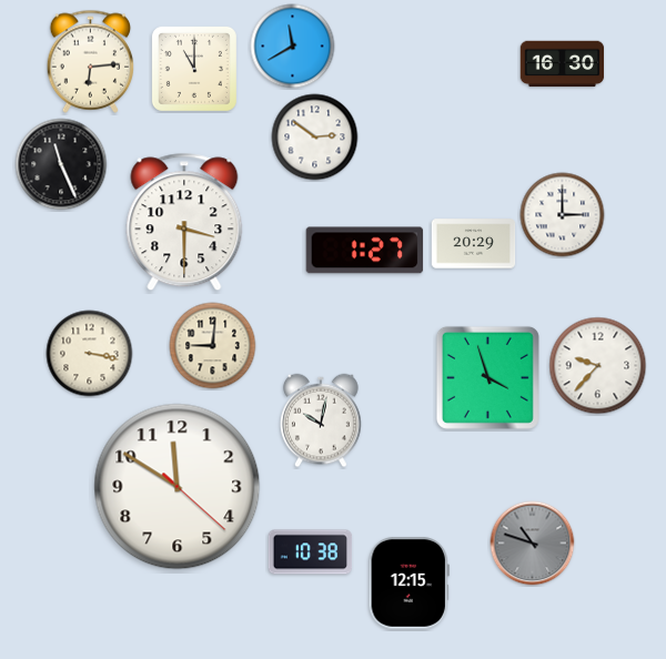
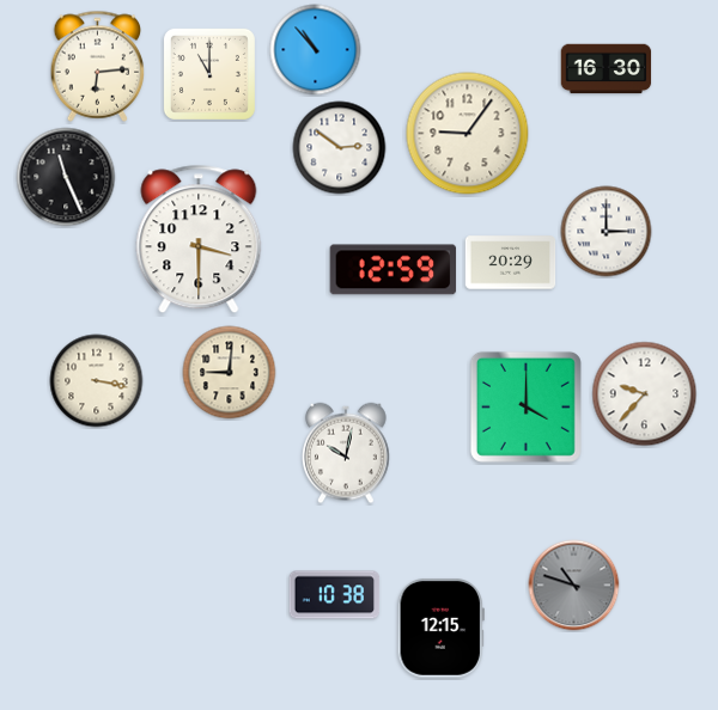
clock at (293, 47): 11:40 -> 10:53
clock at (468, 134): none -> 9:06
clock at (365, 251): 1:27 -> 12:59
clock at (487, 377): 3:57 -> 4:00
clock at (178, 487): 11:50 -> none
